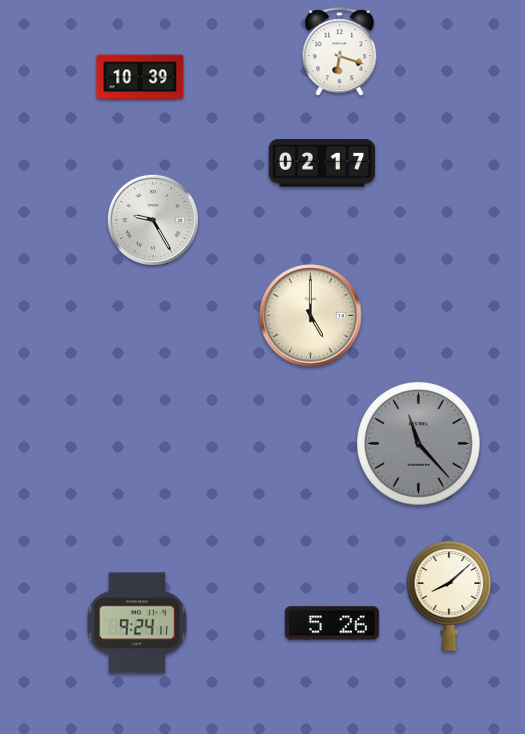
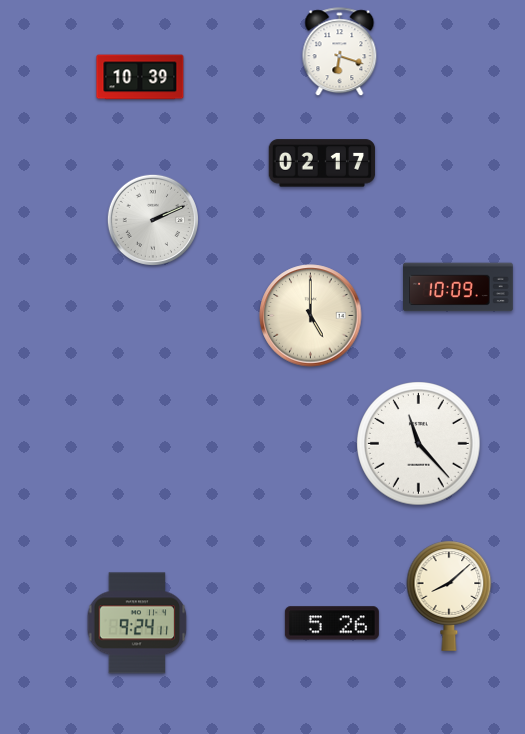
clock at (153, 220): 9:25 -> 2:11
clock at (459, 287): none -> 10:09
clock at (419, 444) dial: grey -> white
